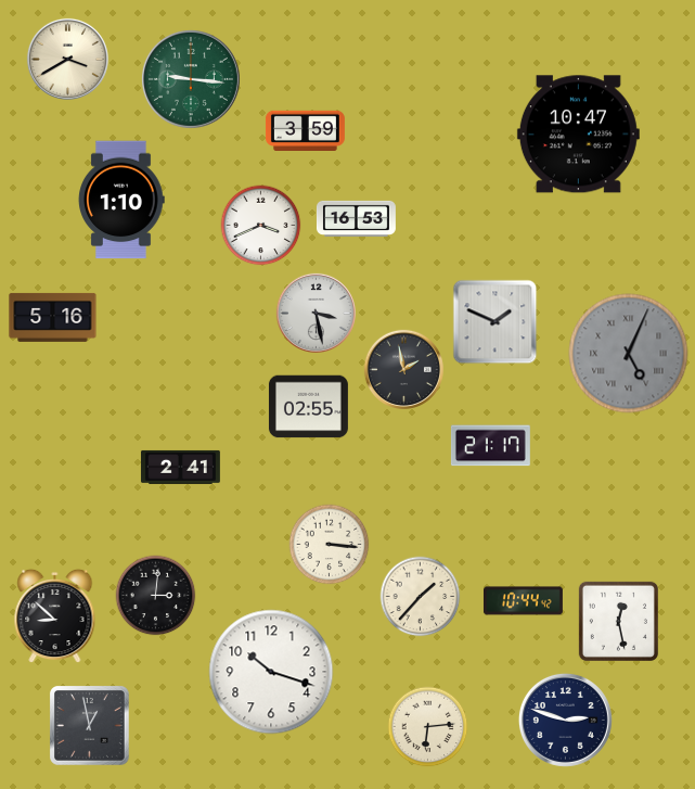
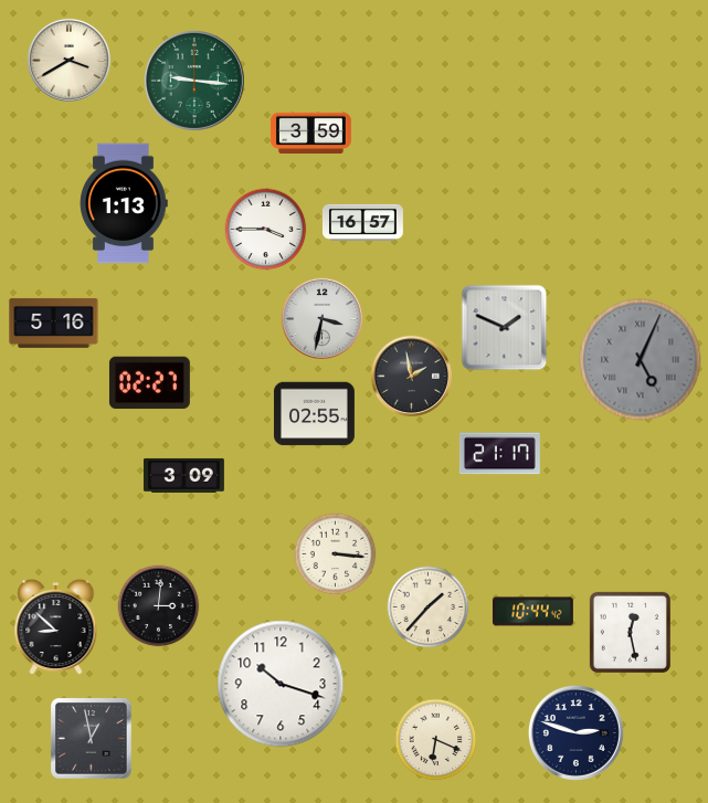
clock at (578, 135): 10:47 -> none
clock at (121, 200): 1:10 -> 1:13
clock at (356, 218): 16:53 -> 16:57
clock at (261, 226): 3:41 -> 3:45
clock at (316, 313): 3:28 -> 3:32
clock at (149, 383): none -> 02:27
clock at (180, 467): 2:41 -> 3:09
clock at (271, 672) position: (271, 672) -> (281, 684)
clock at (428, 727): 6:14 -> 6:19
